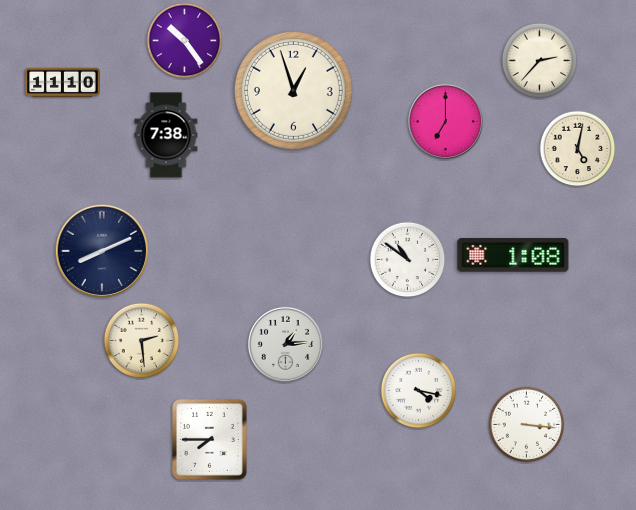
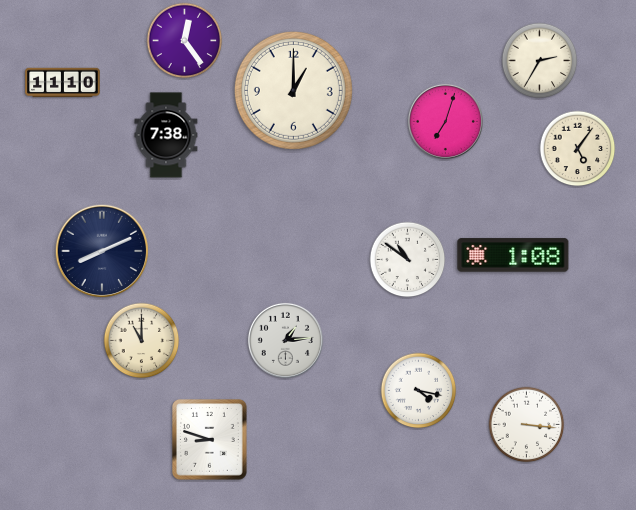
clock at (185, 41): 10:24 -> 12:24
clock at (540, 61): 2:37 -> 2:35
clock at (293, 90): 12:57 -> 1:00
clock at (445, 121): 7:00 -> 7:03
clock at (578, 149): 5:02 -> 5:06
clock at (142, 341): 2:29 -> 11:00
clock at (285, 344) position: (285, 344) -> (285, 340)
clock at (210, 440): 7:45 -> 8:48
